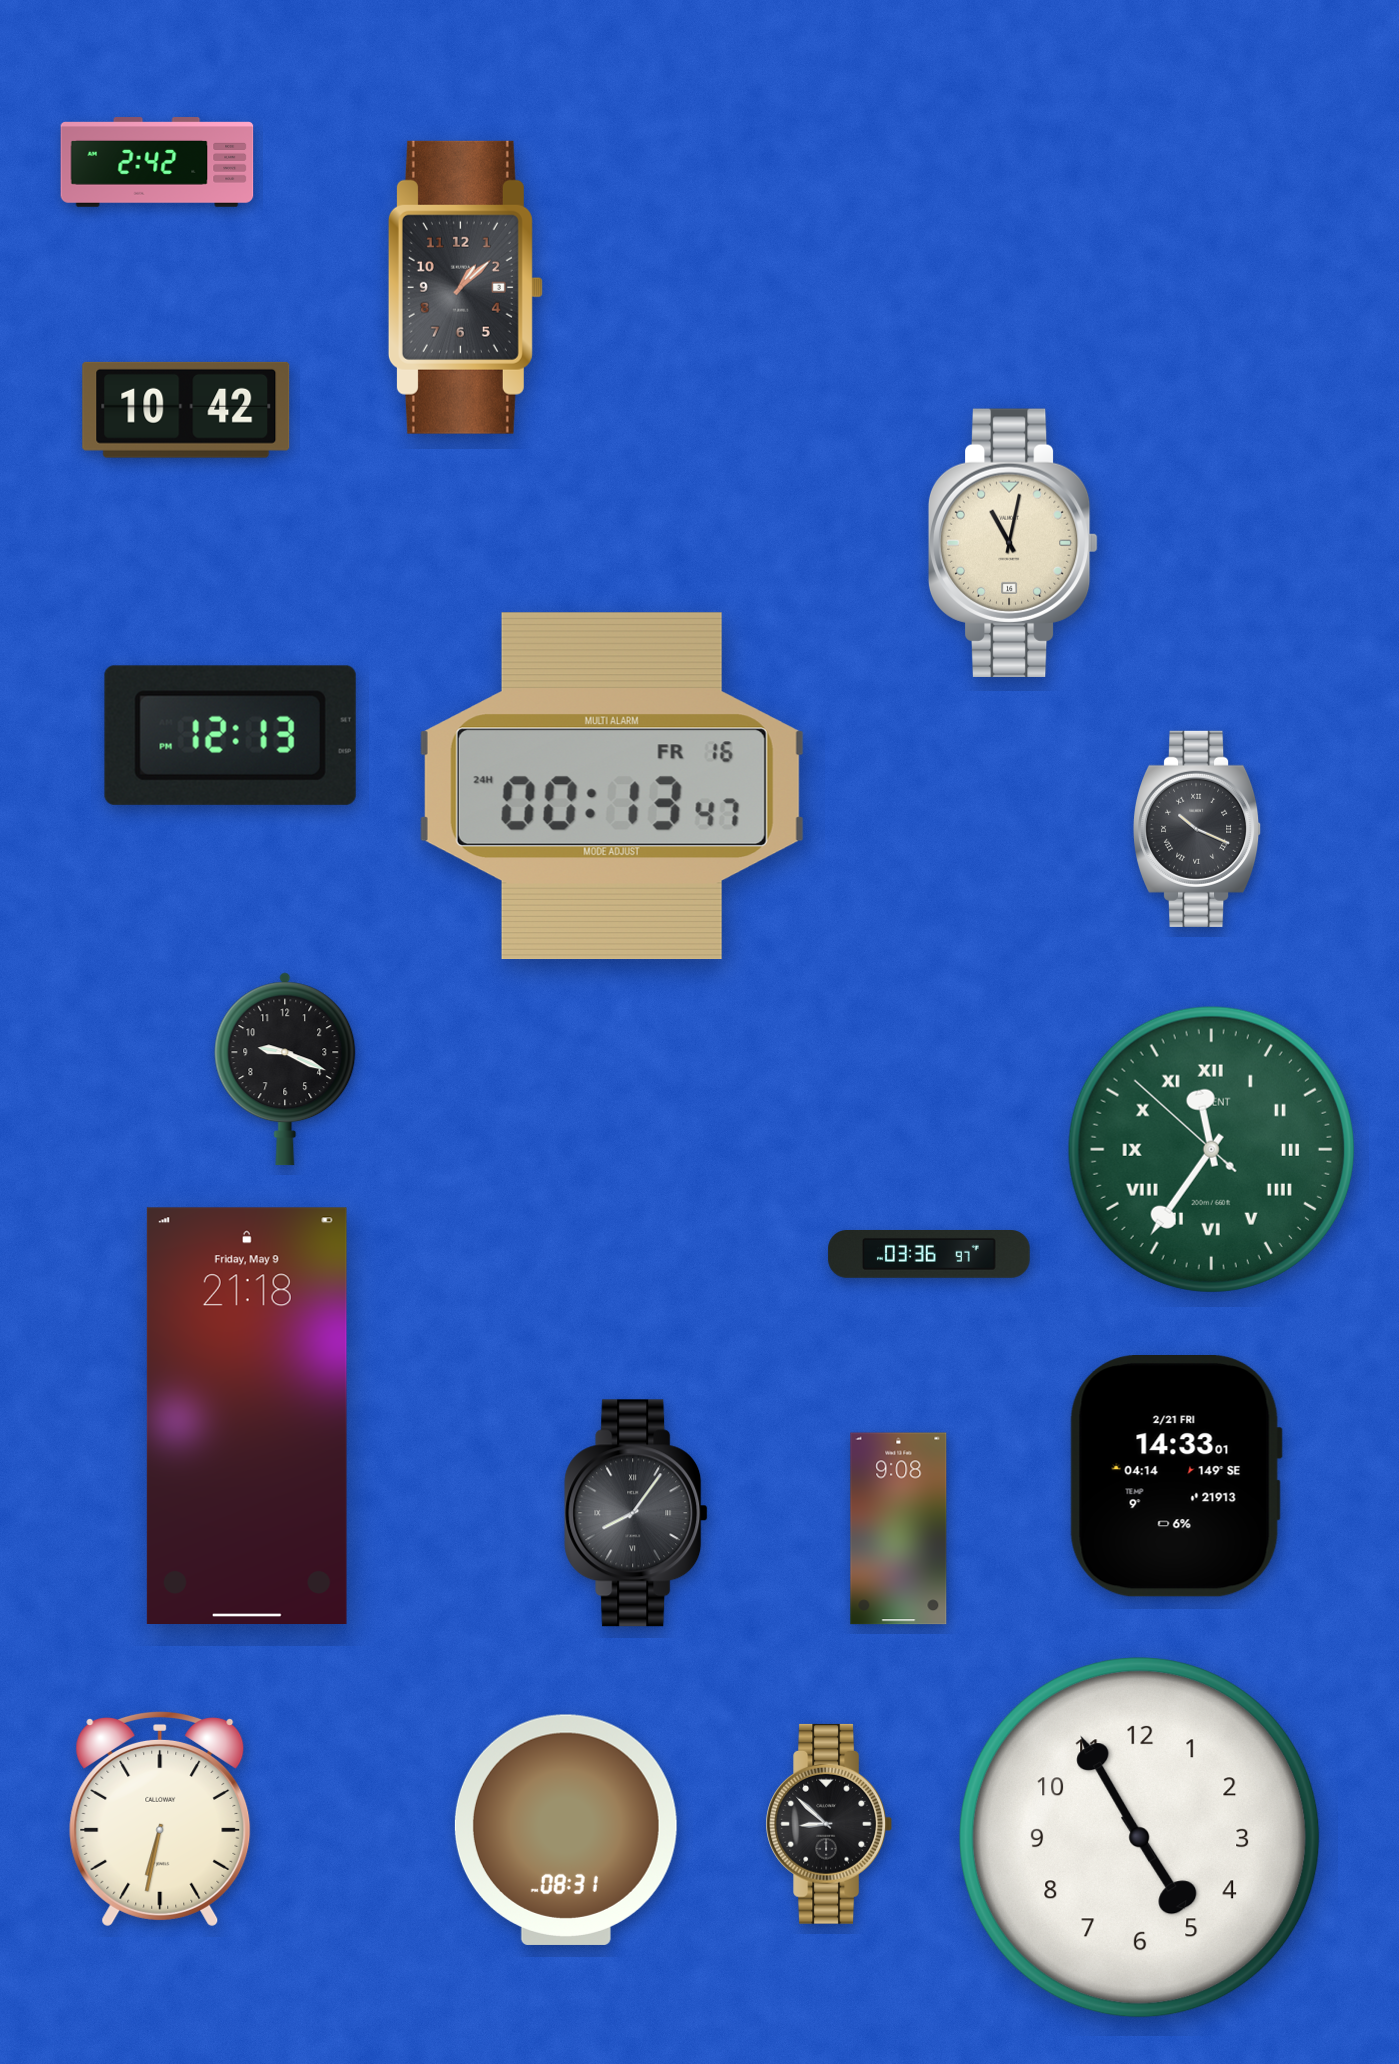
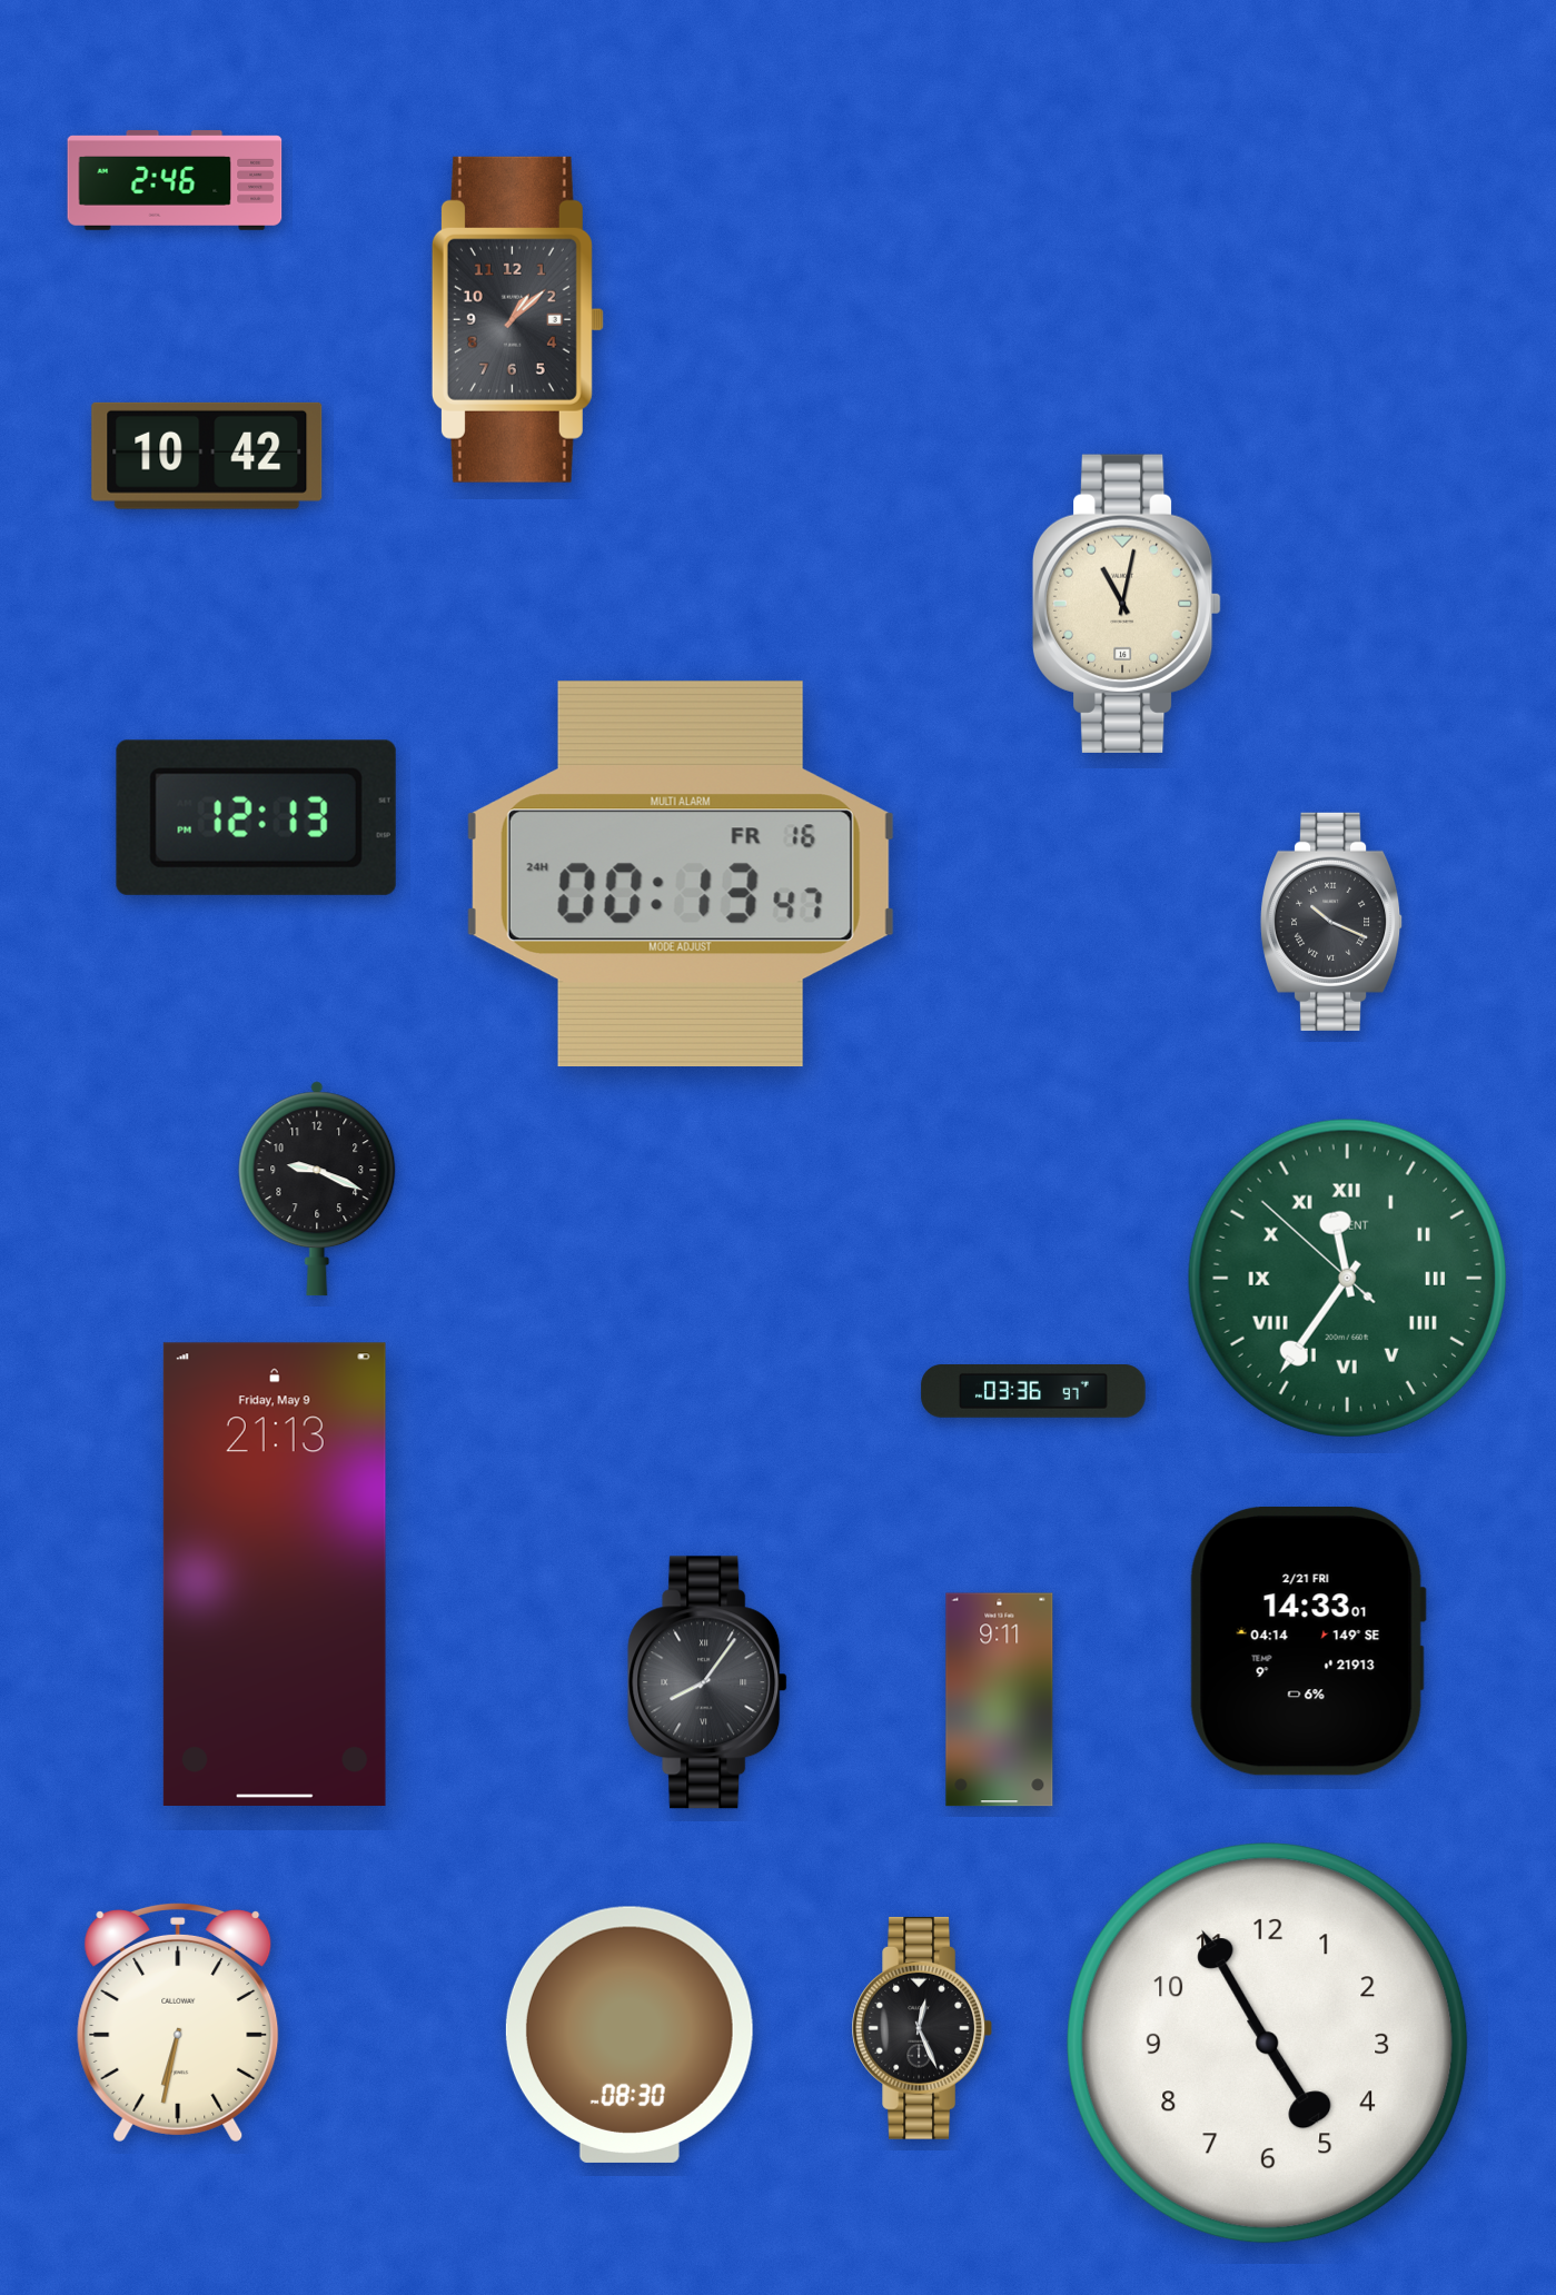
clock at (157, 162): 2:42 -> 2:46
clock at (929, 1255) position: (929, 1255) -> (1033, 1392)
clock at (247, 1415): 21:18 -> 21:13
clock at (899, 1529): 9:08 -> 9:11
clock at (828, 1824): 8:52 -> 12:26
clock at (566, 1830): 08:31 -> 08:30
